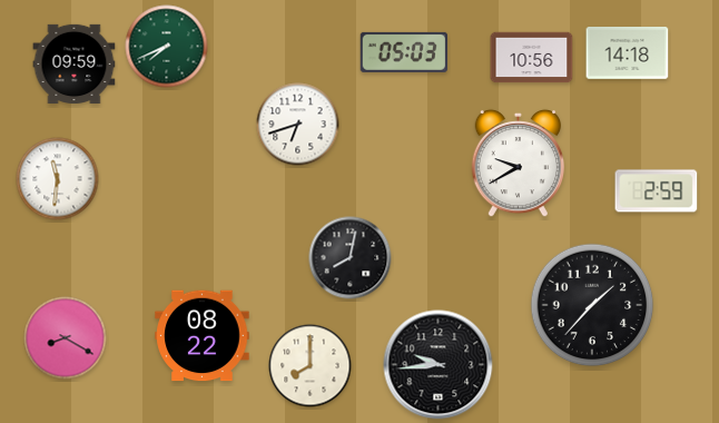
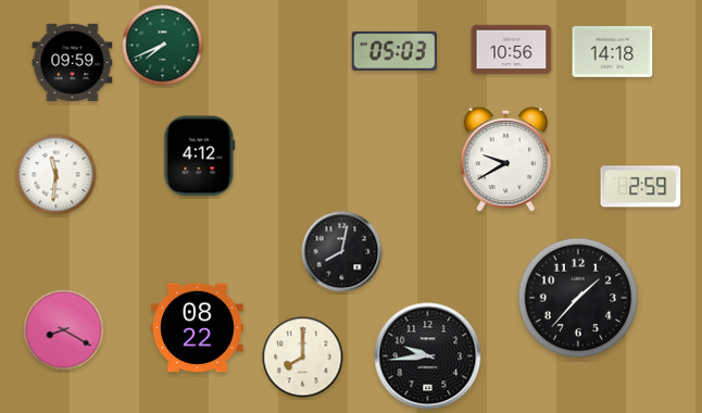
clock at (532, 58) position: (532, 58) -> (512, 50)
clock at (298, 125): 6:42 -> none
clock at (200, 157): none -> 4:12
